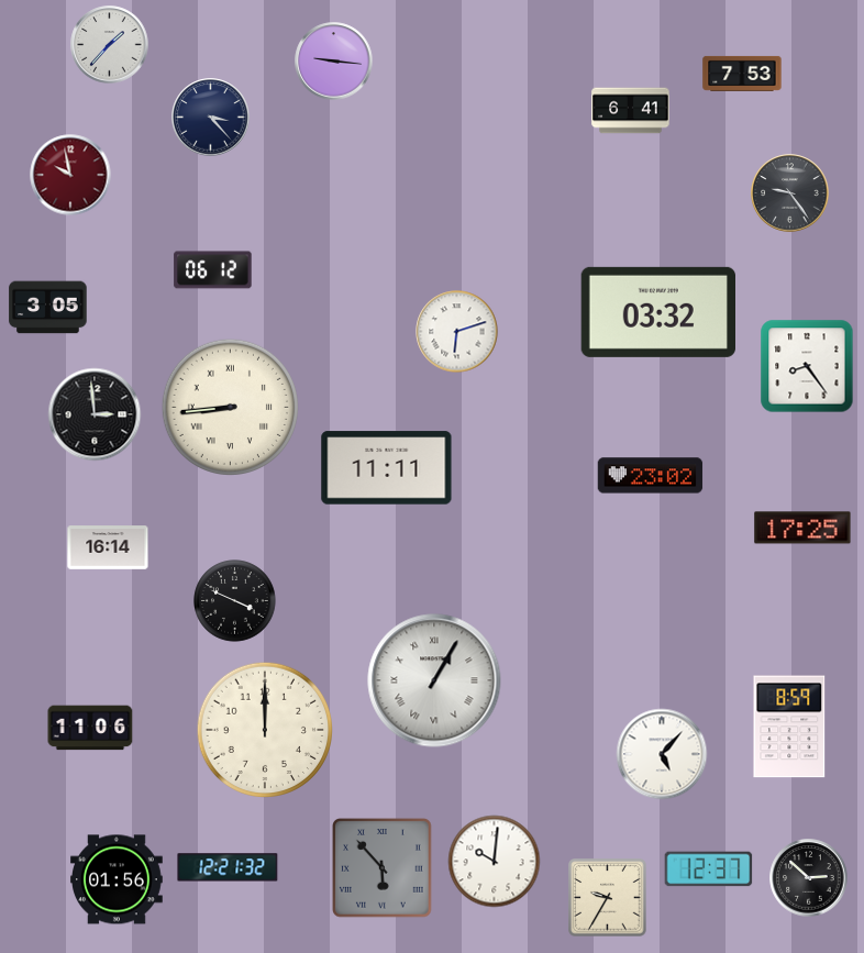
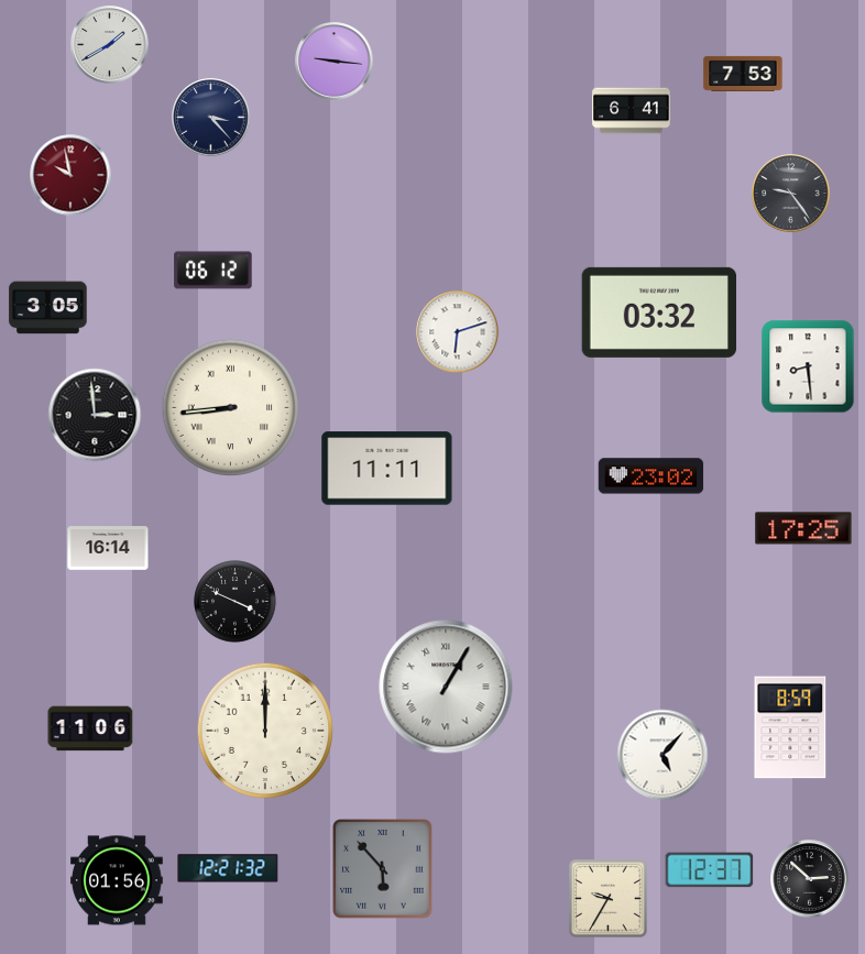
clock at (110, 45): 1:37 -> 1:40
clock at (807, 366): 8:24 -> 8:29
clock at (434, 680) position: (434, 680) -> (446, 687)
clock at (495, 862): 10:01 -> none
